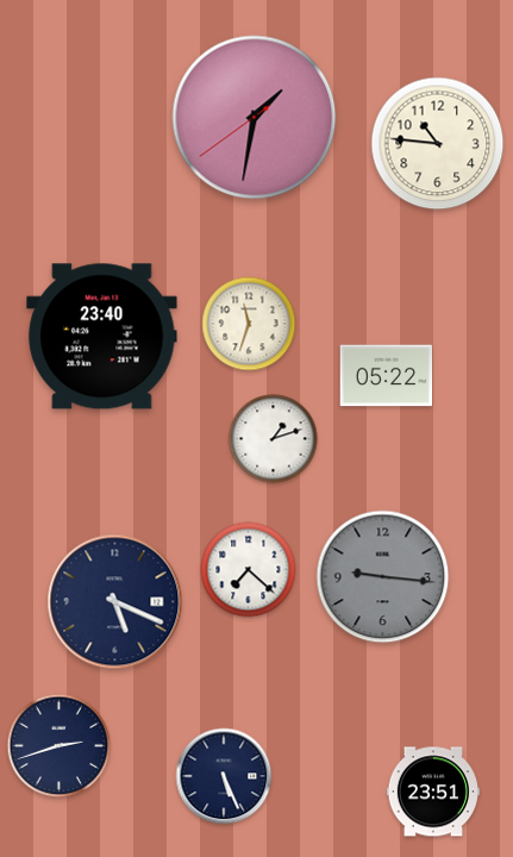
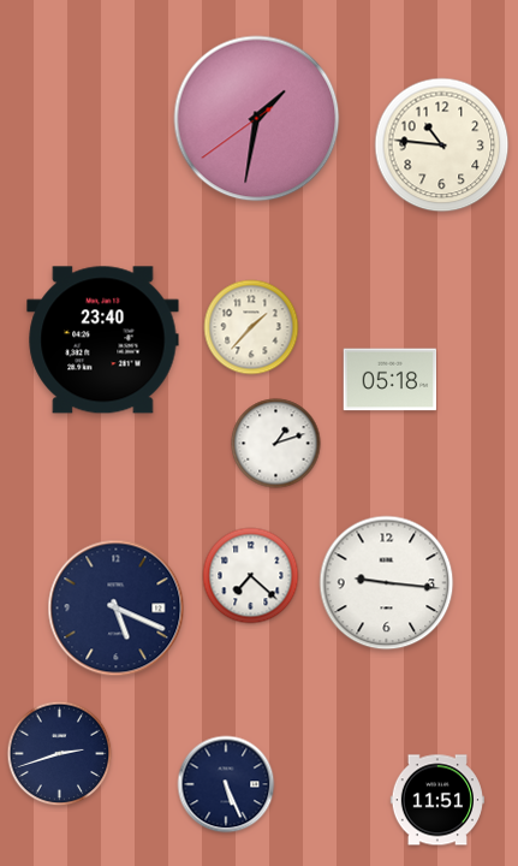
clock at (249, 324): 11:33 -> 1:37
clock at (387, 376): 05:22 -> 05:18
clock at (383, 577) dial: grey -> white
clock at (432, 792): 23:51 -> 11:51
